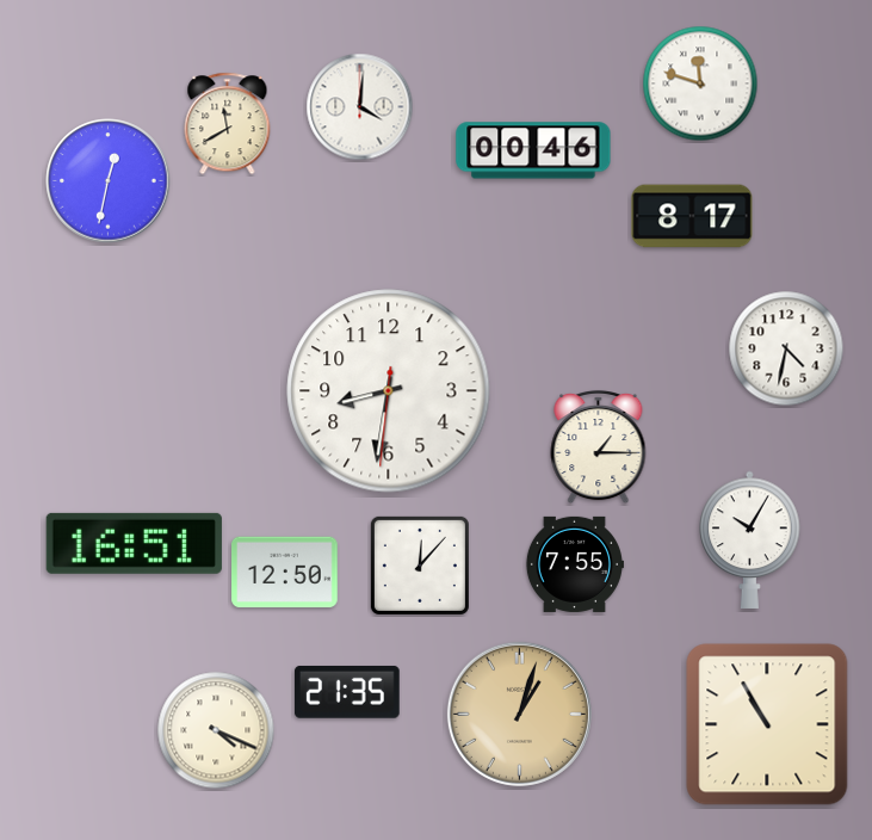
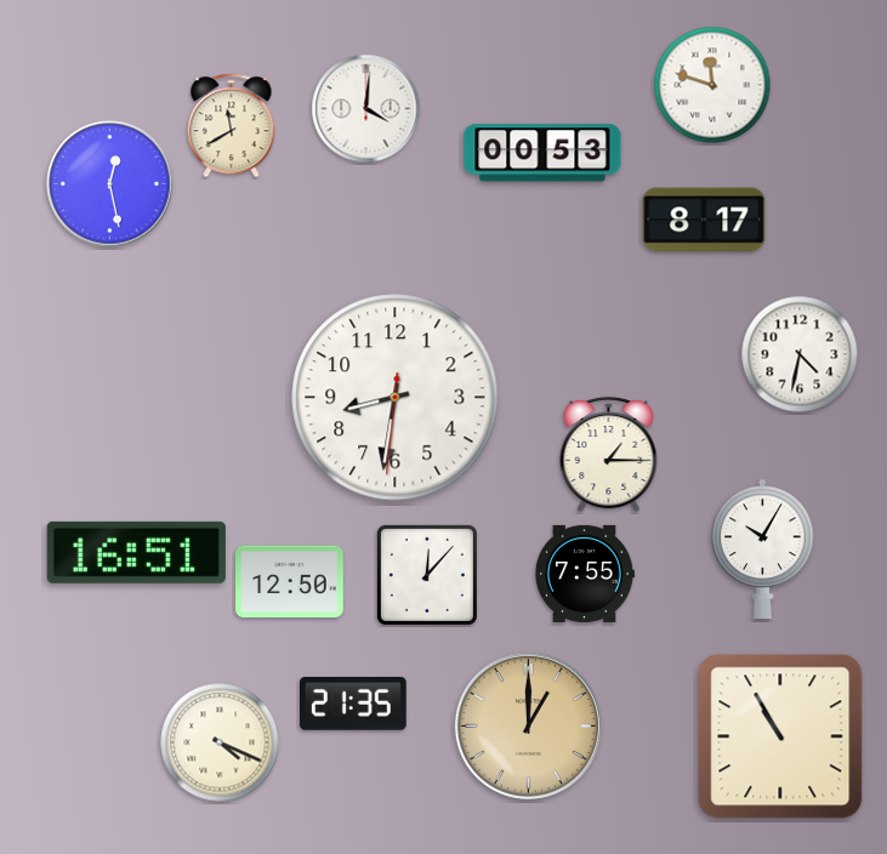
clock at (533, 150): 00:46 -> 00:53
clock at (109, 181): 12:32 -> 12:28
clock at (519, 714): 1:03 -> 1:00
